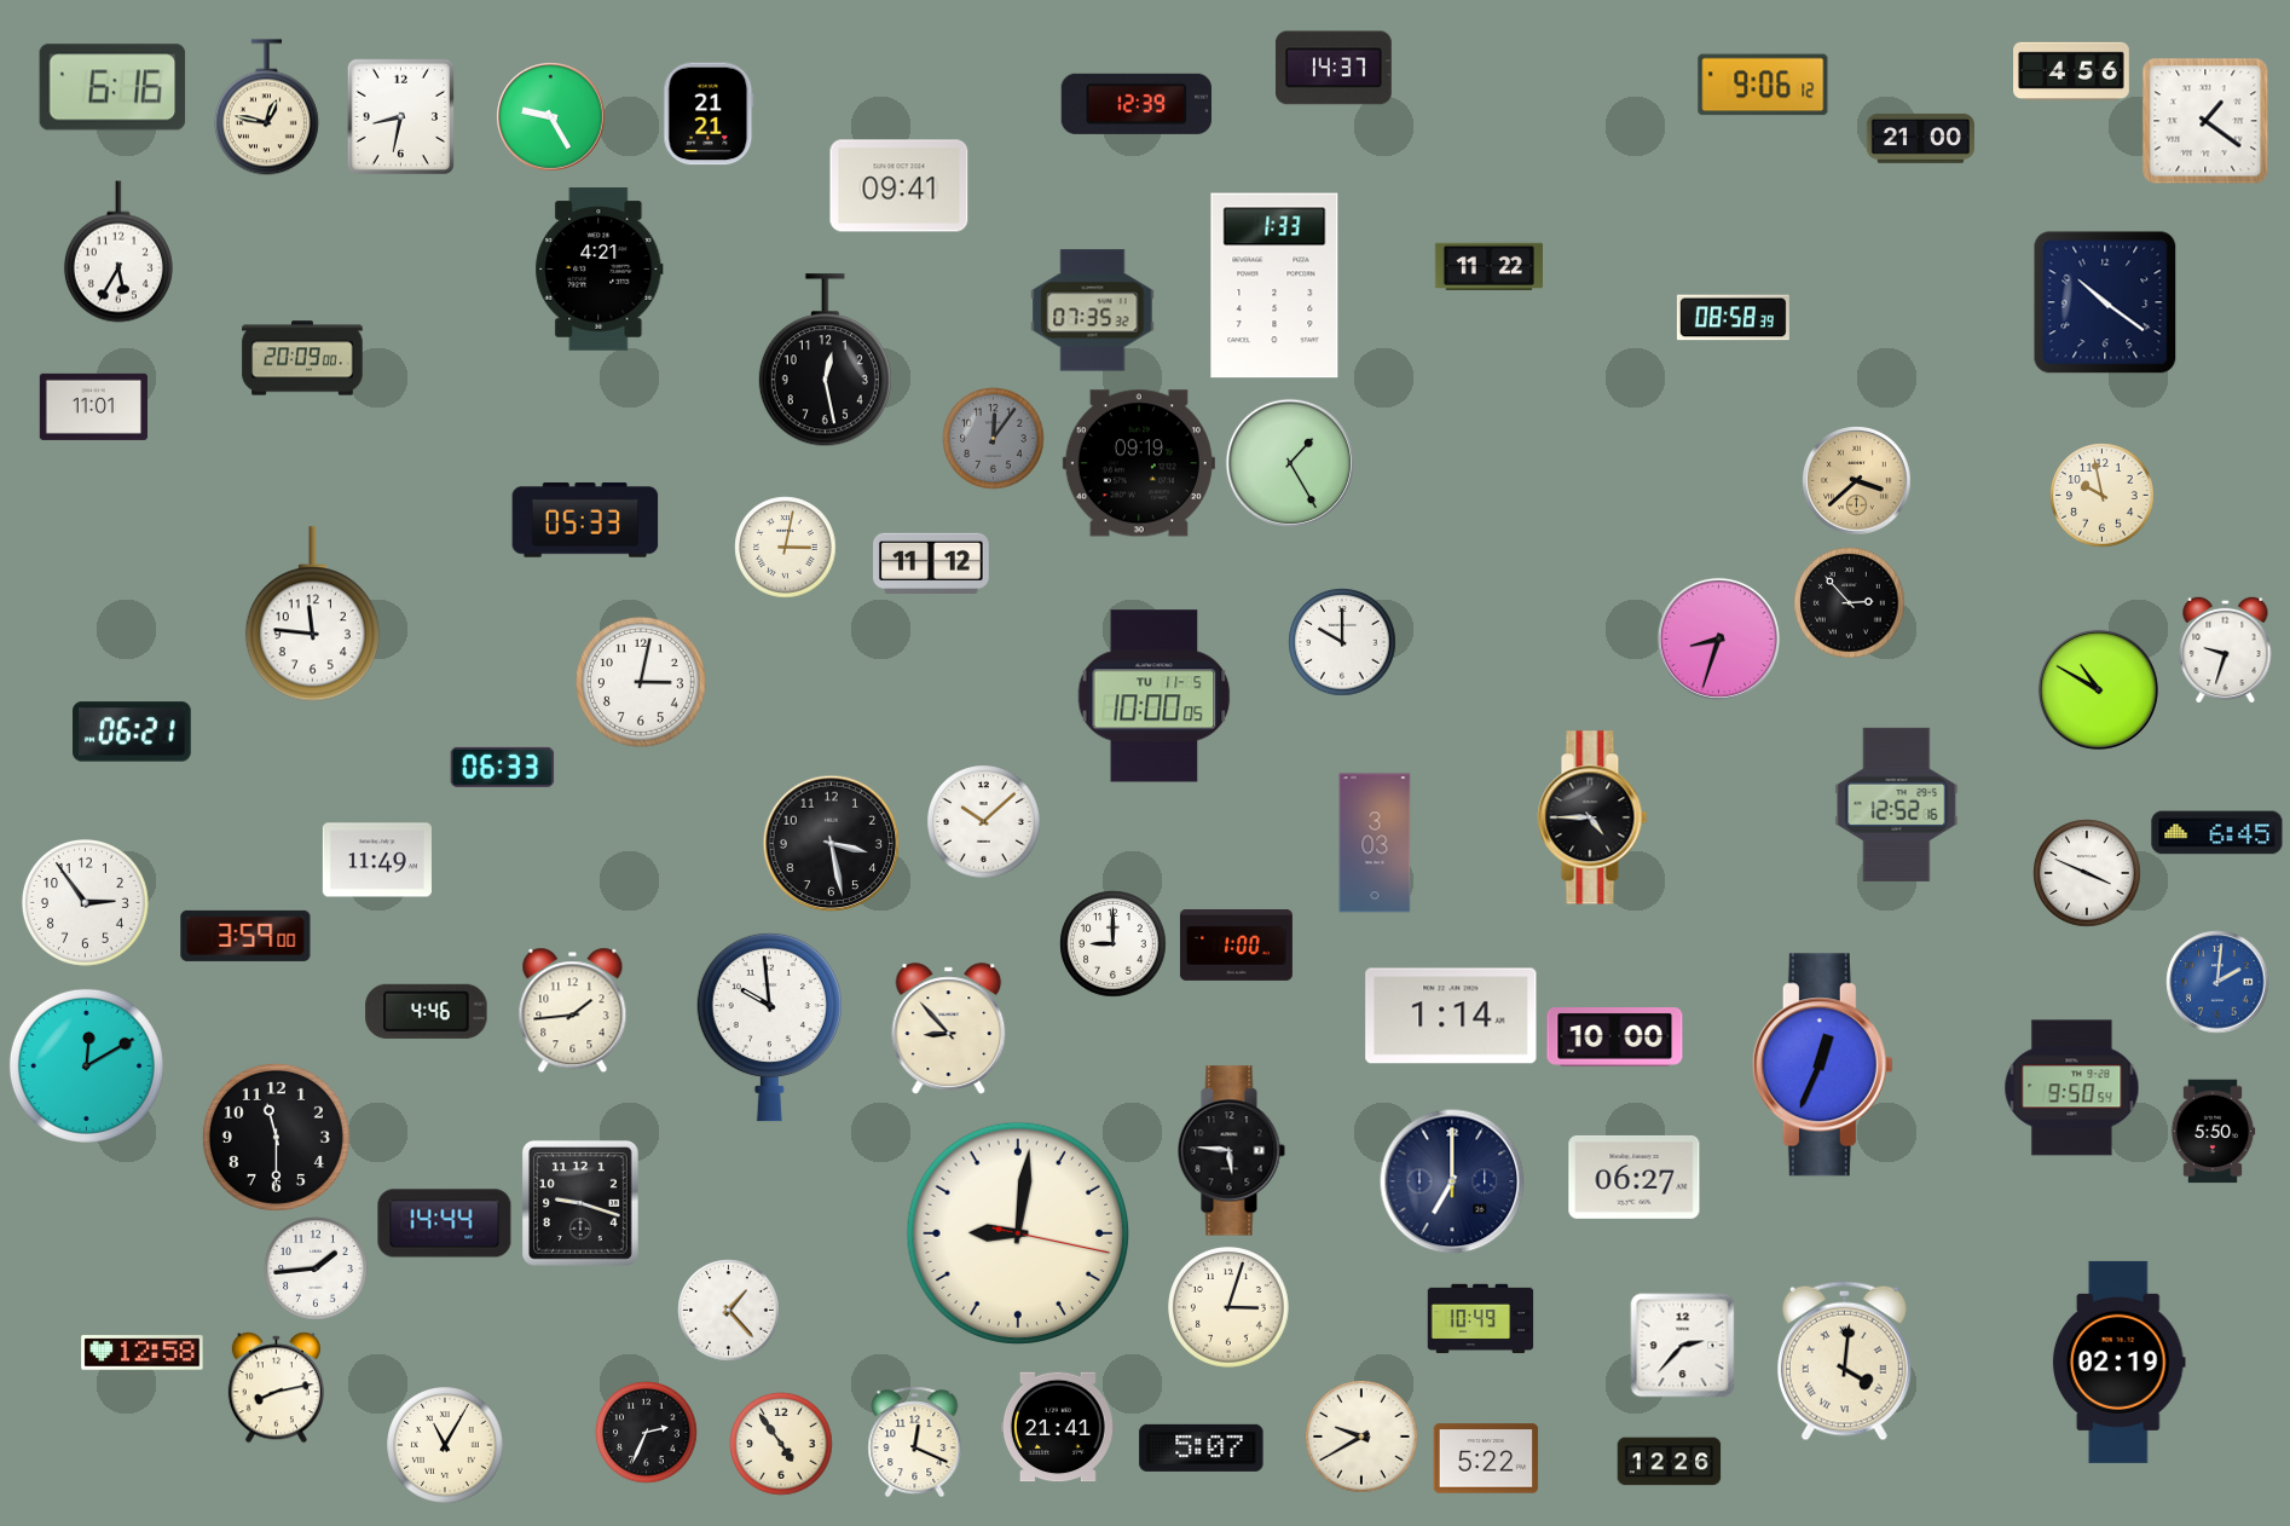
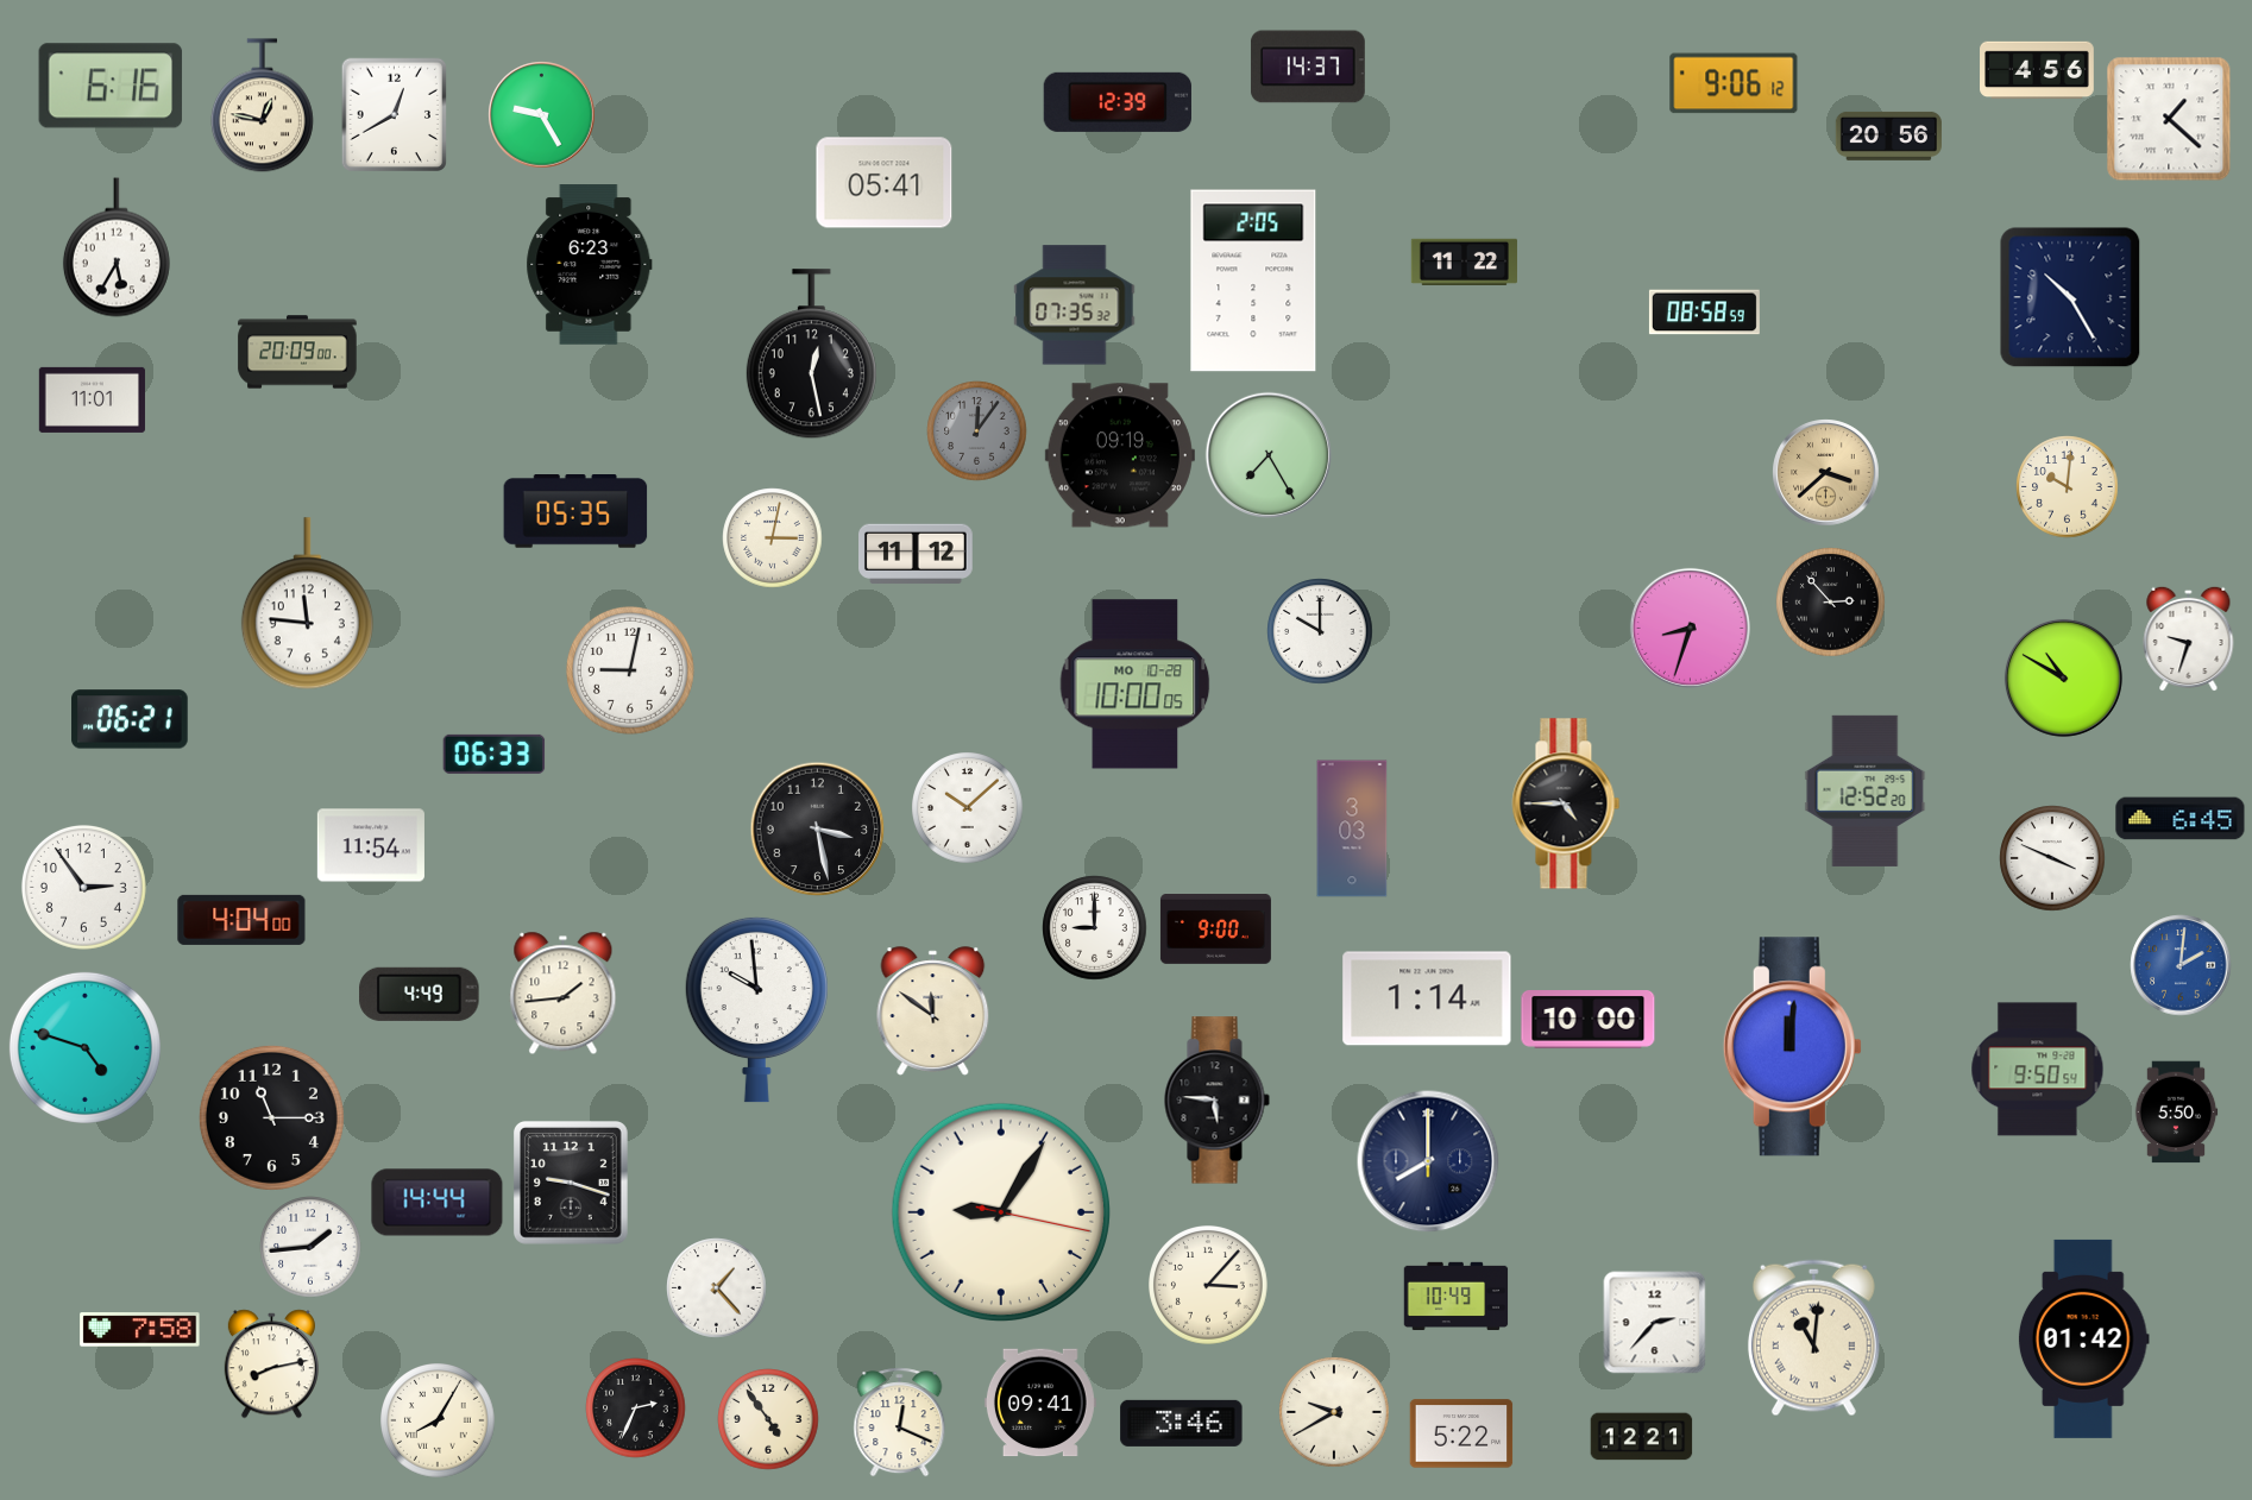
clock at (1334, 68) position: (1334, 68) -> (1308, 67)
clock at (709, 114): 21:21 -> none
clock at (400, 116): 8:32 -> 12:40
clock at (2205, 121): 1:21 -> 1:22
clock at (1920, 138): 21:00 -> 20:56
clock at (900, 186): 09:41 -> 05:41
clock at (600, 270): 4:21 -> 6:23
clock at (1274, 285): 1:33 -> 2:05
clock at (2105, 302): 10:21 -> 10:25
clock at (1733, 318): 08:58:39 -> 08:58:59
clock at (1290, 463): 1:25 -> 7:25
clock at (2103, 496): 9:58 -> 10:01
clock at (585, 521): 05:33 -> 05:35
clock at (1850, 603) position: (1850, 603) -> (1831, 603)
clock at (641, 682): 3:02 -> 9:02
clock at (1155, 696) date: TU 11-5 -> MO 10-28
clock at (1897, 804): 12:52:16 -> 12:52:20
clock at (377, 860): 11:49 -> 11:54
clock at (245, 936): 3:59 -> 4:04
clock at (1236, 946): 1:00 -> 9:00
clock at (427, 1011): 4:46 -> 4:49
clock at (949, 1029): 8:53 -> 11:51
clock at (86, 1065): 12:10 -> 4:48
clock at (1822, 1065): 12:34 -> 12:01
clock at (276, 1137): 11:30 -> 11:15
clock at (1231, 1151) position: (1231, 1151) -> (1216, 1101)
clock at (1635, 1177): 06:27 -> none
clock at (1452, 1181): 7:00 -> 8:00
clock at (1018, 1233): 9:01 -> 9:05
clock at (1230, 1308): 3:03 -> 3:07
clock at (143, 1353): 12:58 -> 7:58
clock at (1844, 1362): 4:01 -> 11:01
clock at (2118, 1362): 02:19 -> 01:42
clock at (1058, 1427): 21:41 -> 09:41
clock at (1361, 1437) position: (1361, 1437) -> (1334, 1412)
clock at (915, 1443) position: (915, 1443) -> (900, 1423)
clock at (445, 1445): 11:05 -> 8:05
clock at (1202, 1447): 5:07 -> 3:46
clock at (1670, 1462): 12:26 -> 12:21
